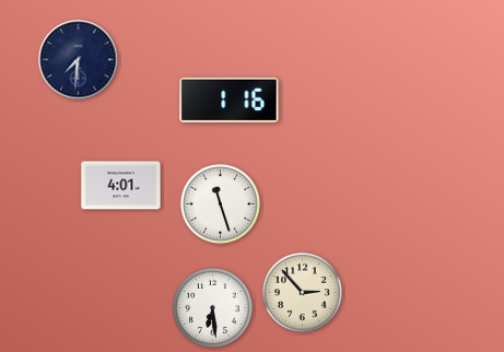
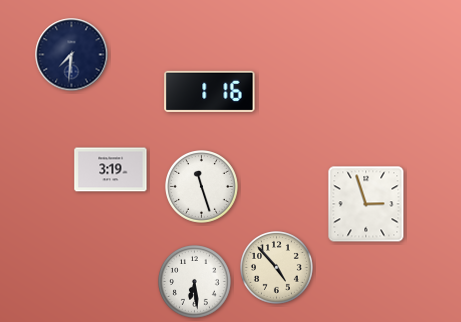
clock at (121, 186): 4:01 -> 3:19
clock at (366, 204): none -> 2:57
clock at (303, 293): 2:53 -> 4:53
